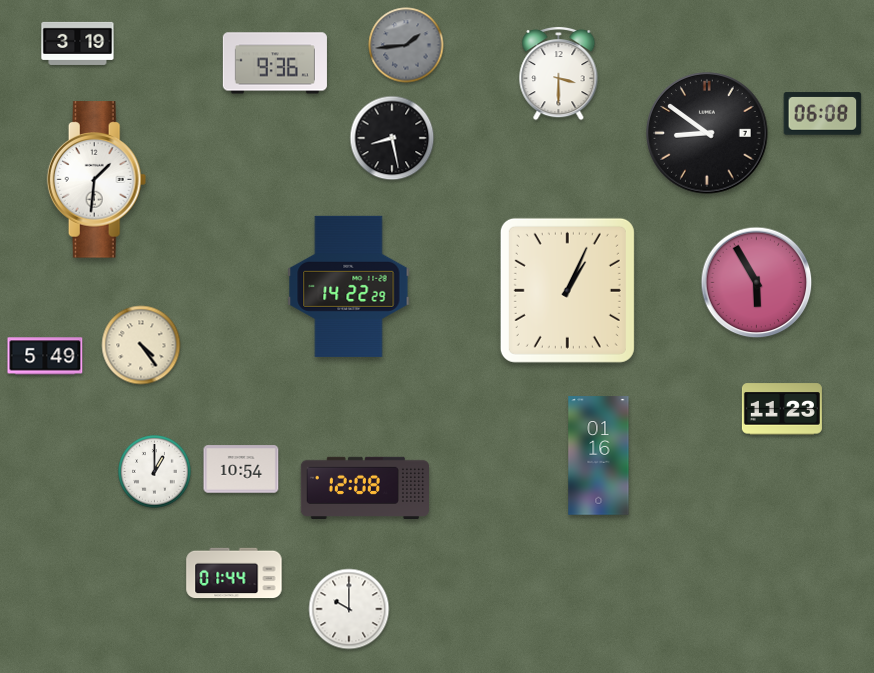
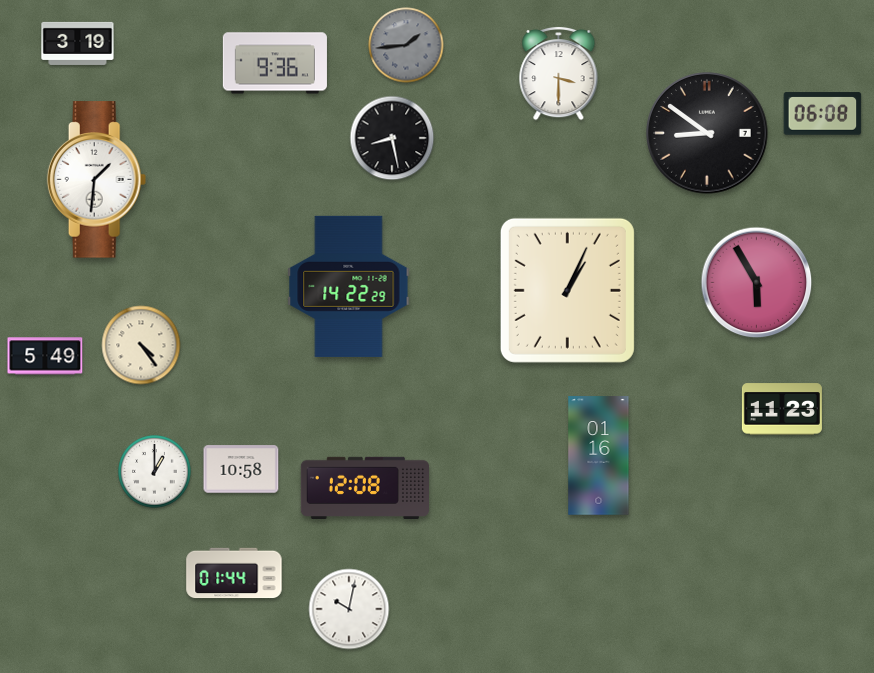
clock at (241, 469): 10:54 -> 10:58
clock at (349, 609): 10:00 -> 10:02
